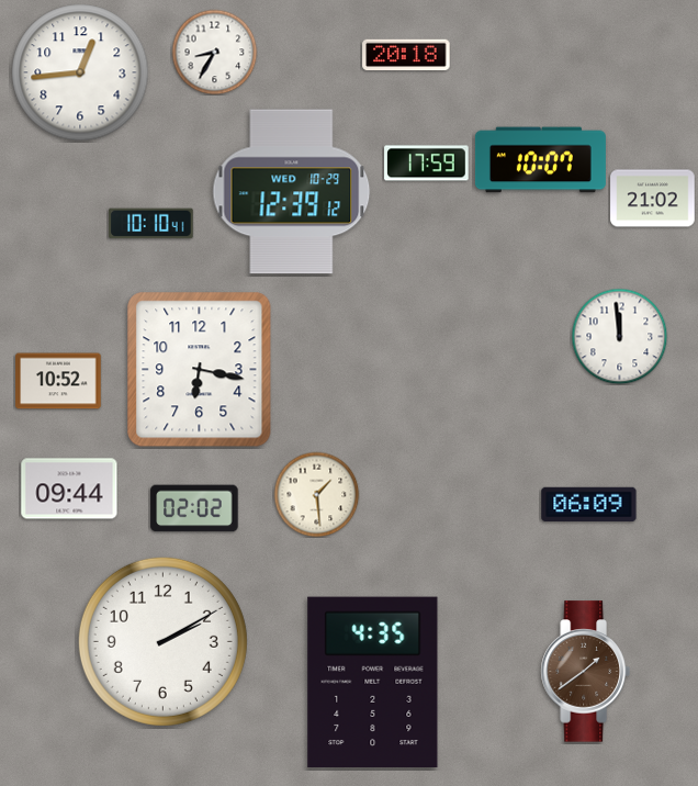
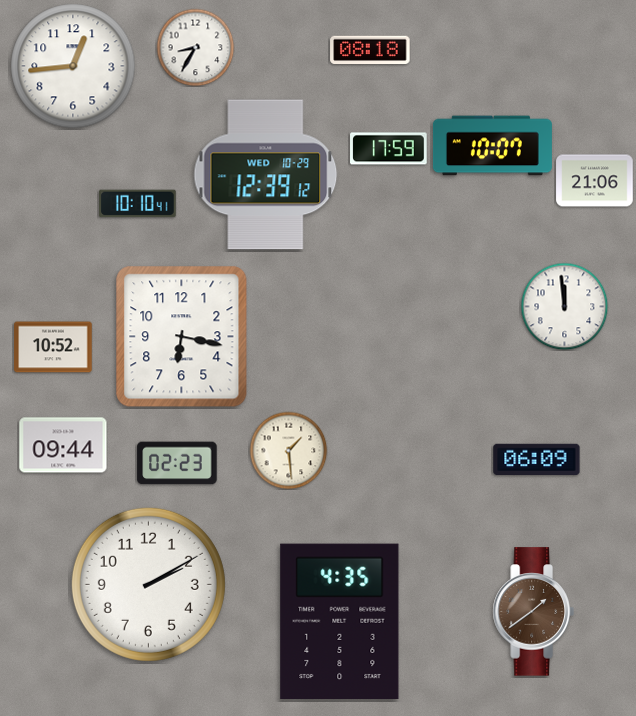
clock at (406, 55): 20:18 -> 08:18
clock at (653, 199): 21:02 -> 21:06
clock at (194, 508): 02:02 -> 02:23
